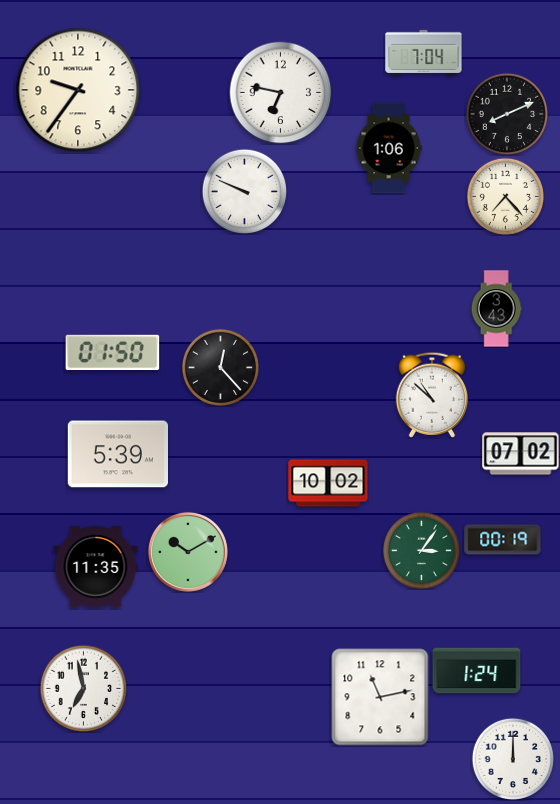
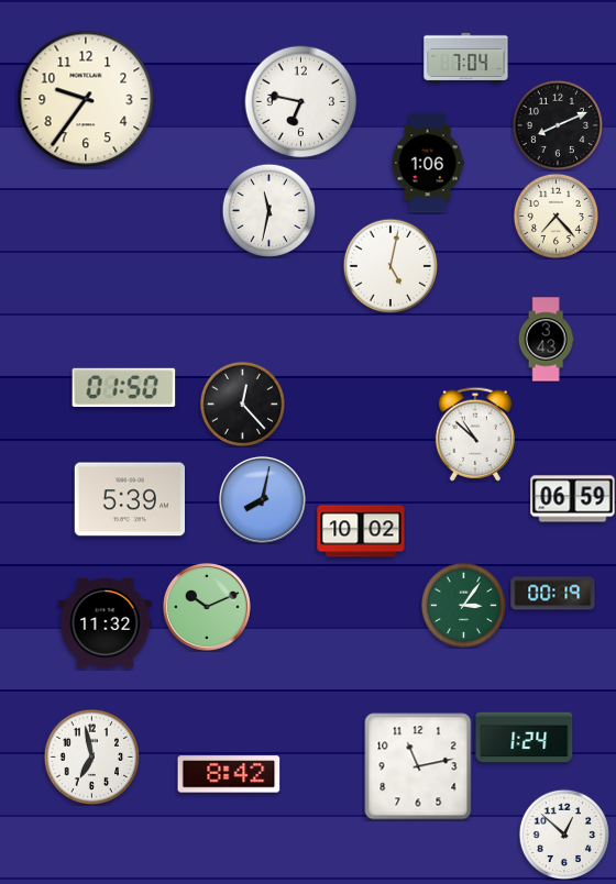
clock at (281, 93) position: (281, 93) -> (301, 102)
clock at (244, 191): 9:49 -> 11:32
clock at (391, 266): none -> 5:02
clock at (262, 499): none -> 8:02
clock at (521, 454): 07:02 -> 06:59
clock at (188, 552): 10:10 -> 10:11
clock at (96, 567): 11:35 -> 11:32
clock at (229, 774): none -> 8:42
clock at (512, 758): 12:00 -> 12:52
